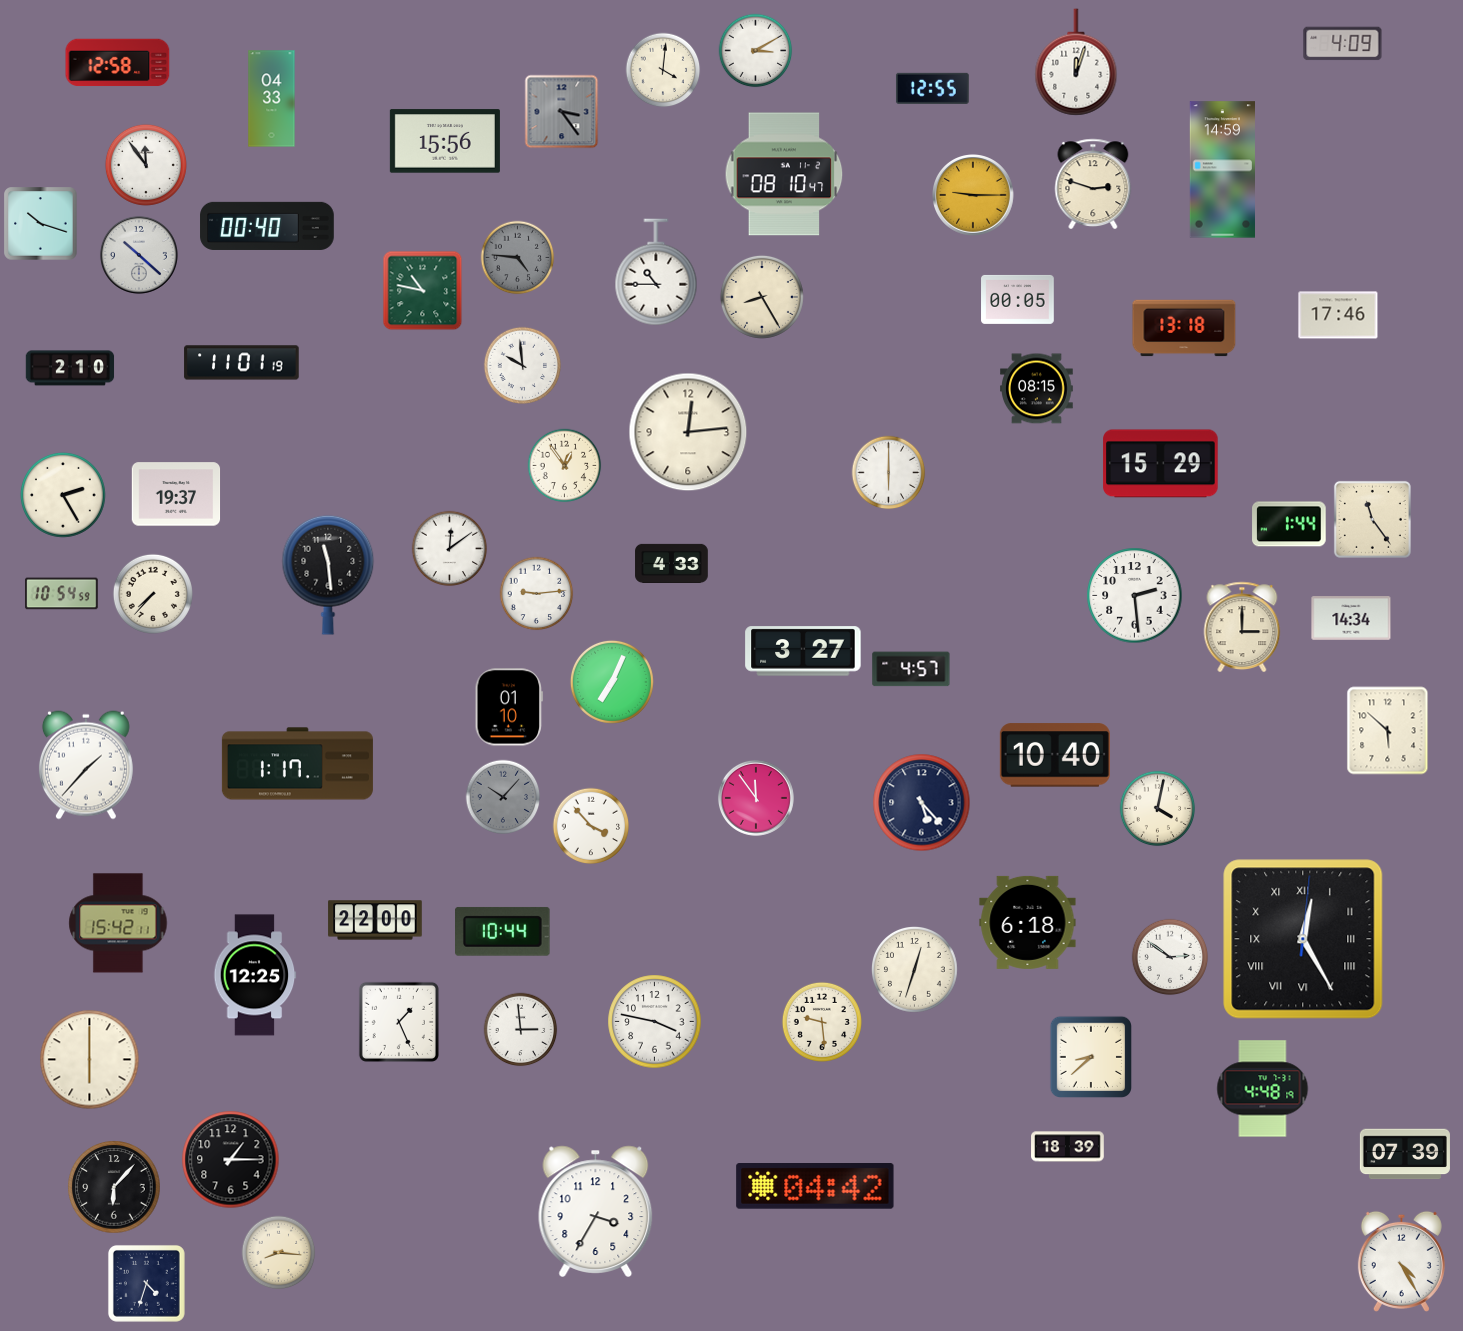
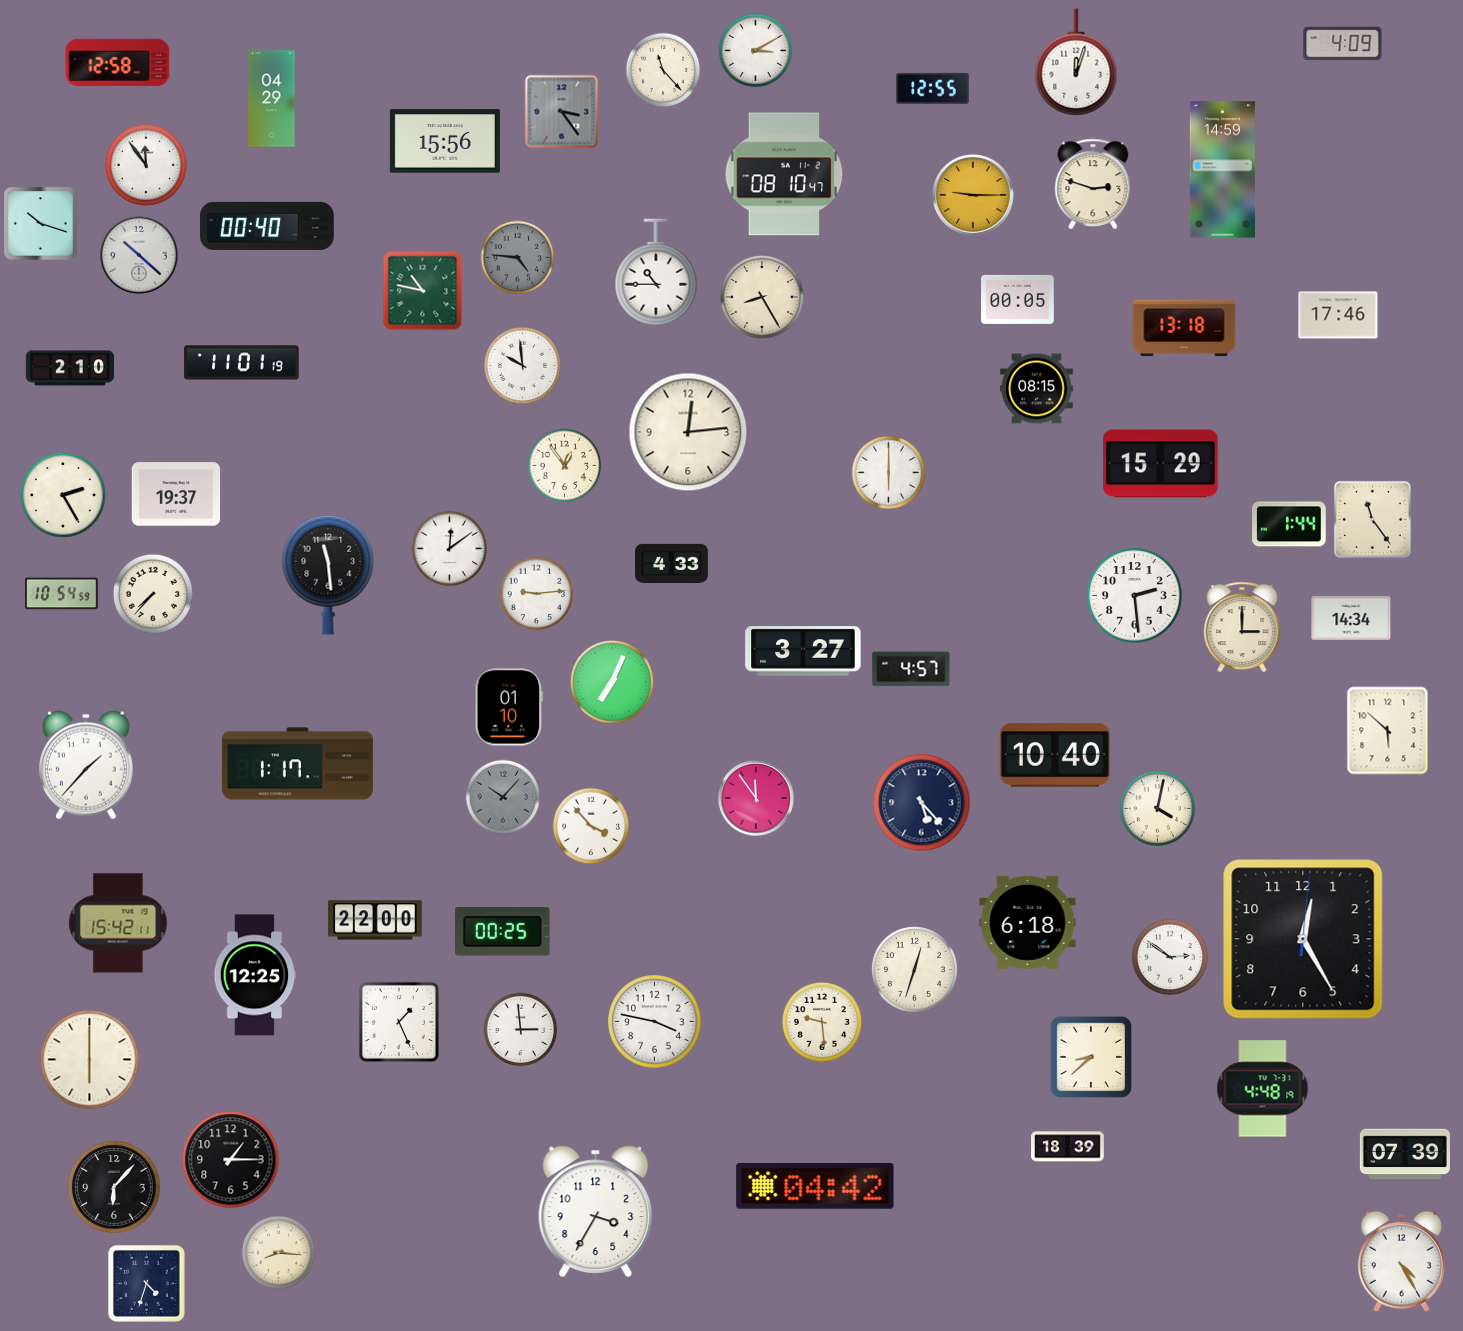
clock at (663, 70): 4:01 -> 11:23
clock at (272, 99): 04:33 -> 04:29
clock at (503, 931): 10:44 -> 00:25
clock at (1303, 939) numerals: Roman -> Arabic
